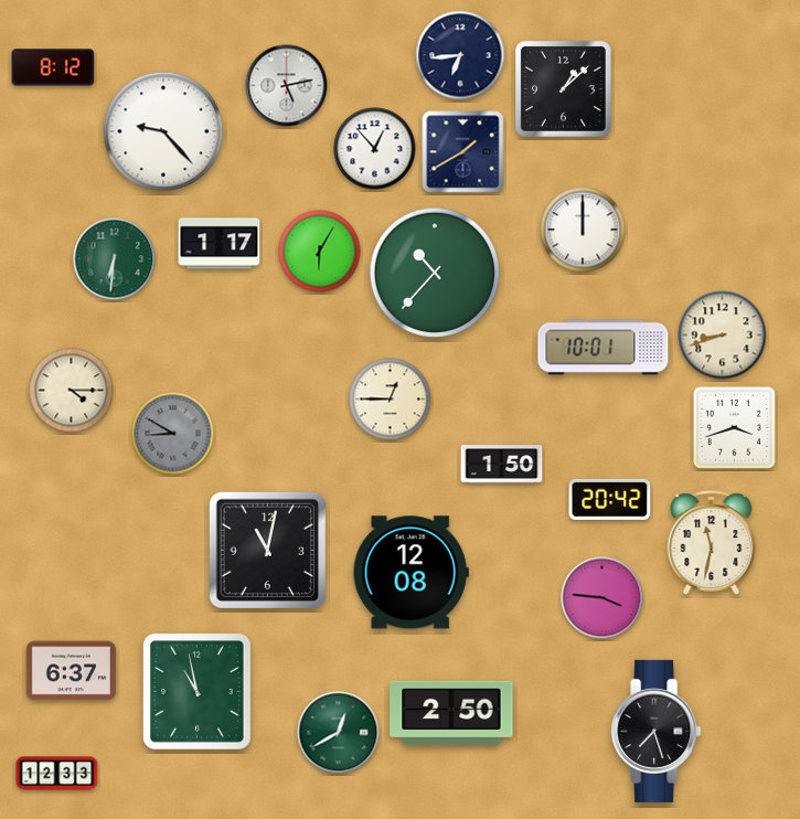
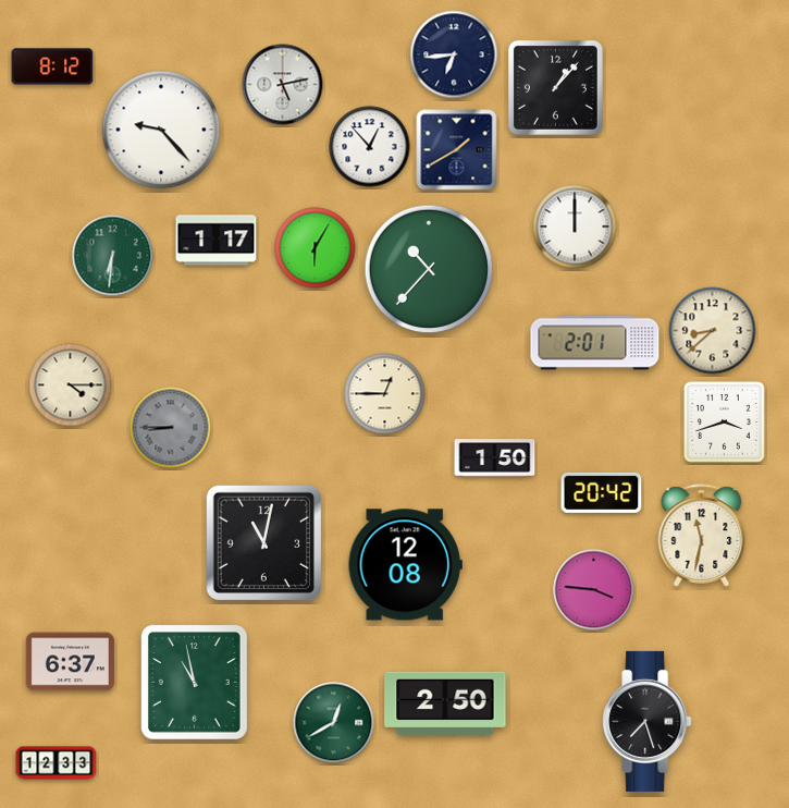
clock at (563, 88): 1:08 -> 1:07
clock at (723, 336): 8:42 -> 8:38
clock at (604, 348): 10:01 -> 2:01
clock at (173, 434): 8:50 -> 8:45
